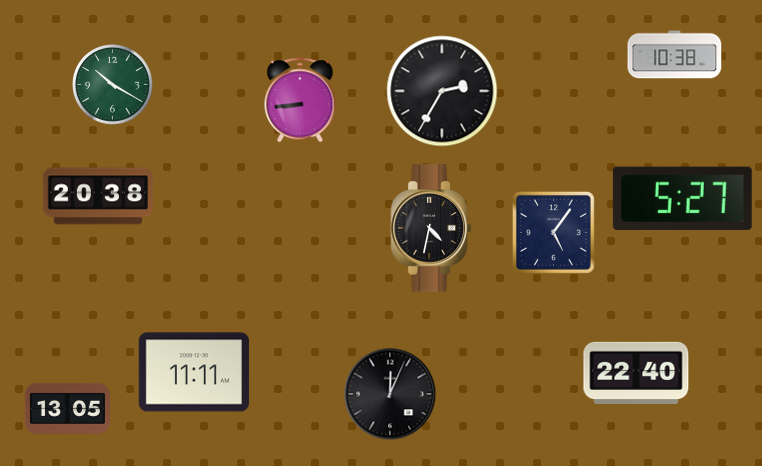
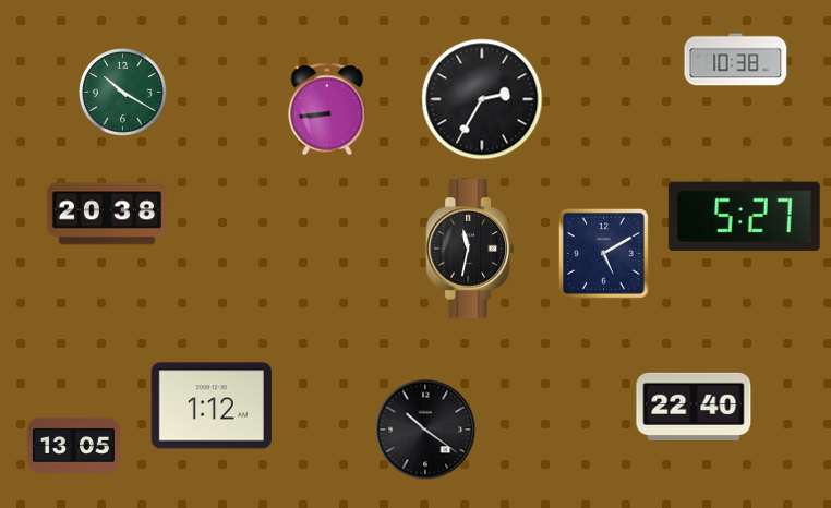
clock at (430, 228): 4:32 -> 11:32
clock at (554, 233): 5:06 -> 5:10
clock at (194, 372): 11:11 -> 1:12
clock at (390, 394): 12:04 -> 10:21
